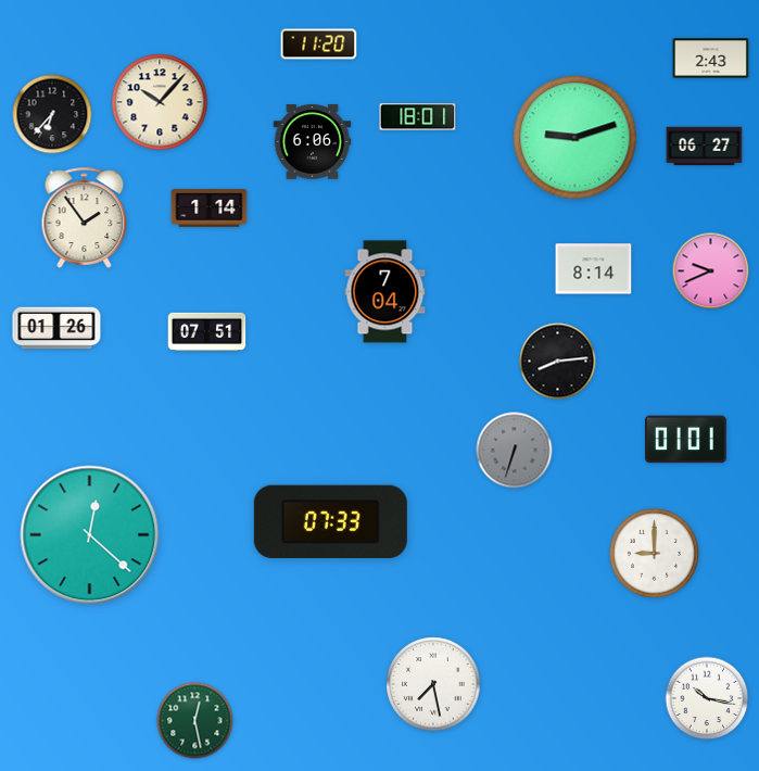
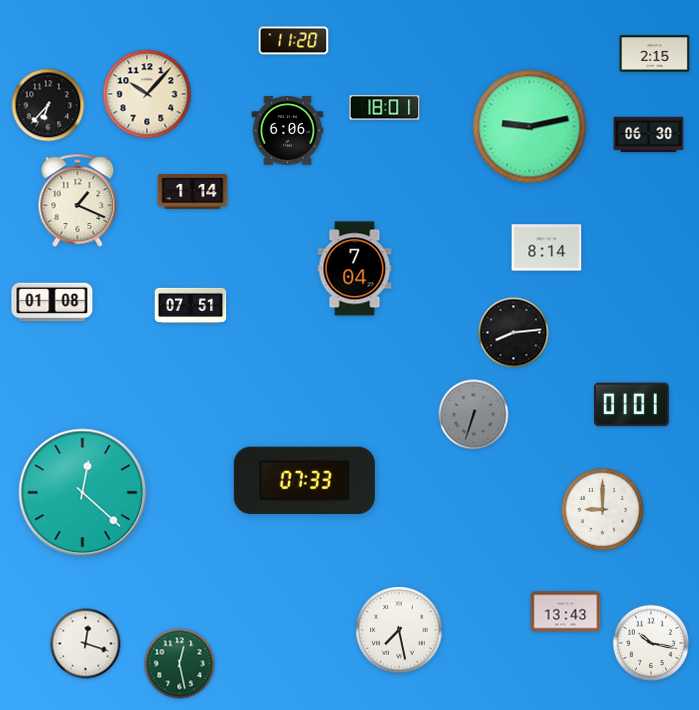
clock at (711, 59): 2:43 -> 2:15
clock at (575, 138): 9:12 -> 9:13
clock at (705, 147): 06:27 -> 06:30
clock at (85, 217): 1:54 -> 1:19
clock at (711, 271): 9:41 -> none
clock at (56, 328): 01:26 -> 01:08
clock at (566, 612): none -> 13:43
clock at (86, 644): none -> 12:18
